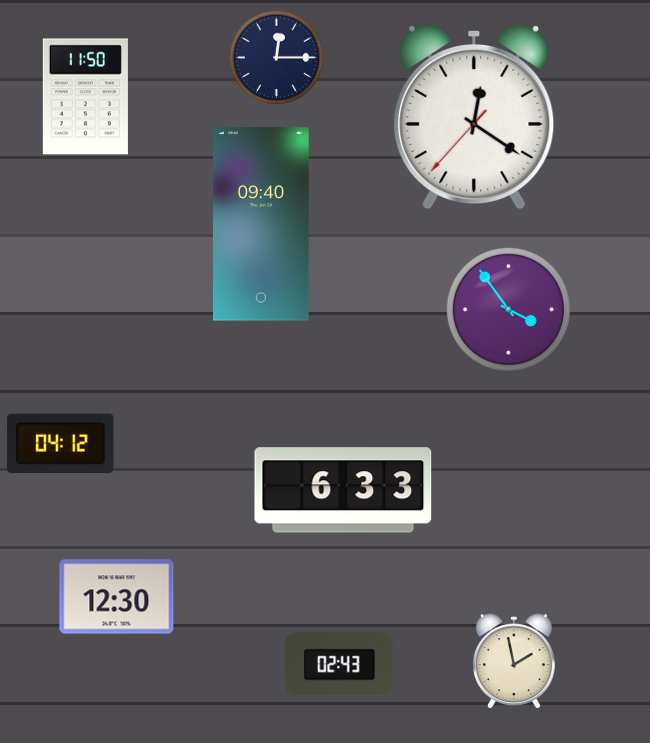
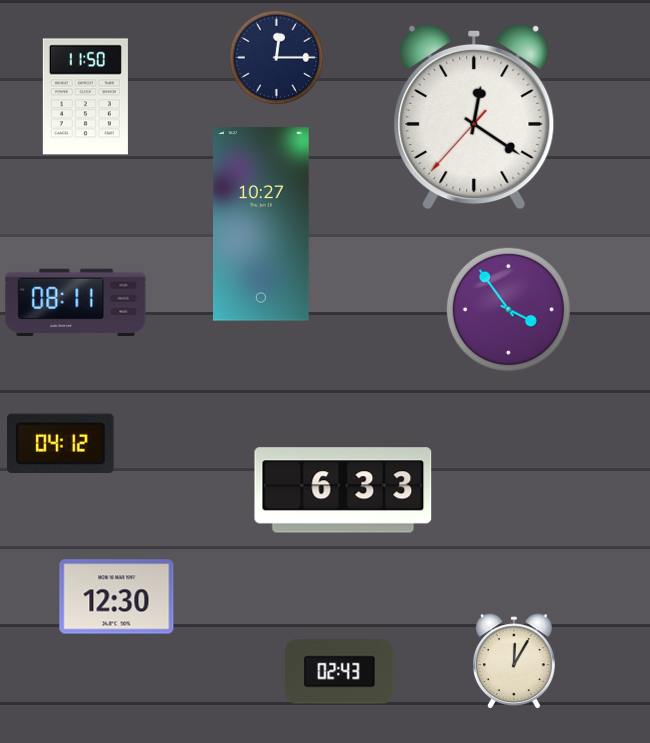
clock at (262, 224): 09:40 -> 10:27
clock at (76, 302): none -> 08:11
clock at (515, 661): 1:58 -> 12:05
clock at (340, 665) position: (340, 665) -> (340, 672)
